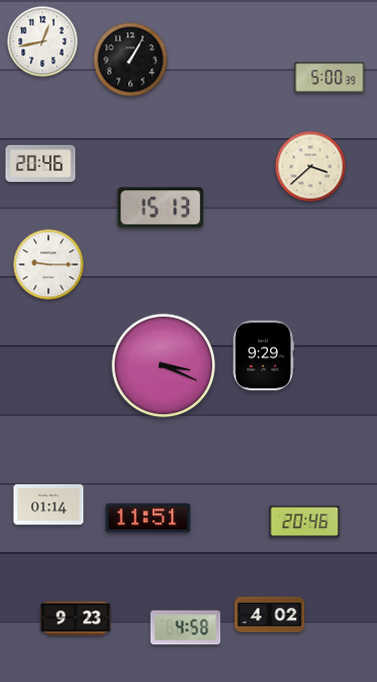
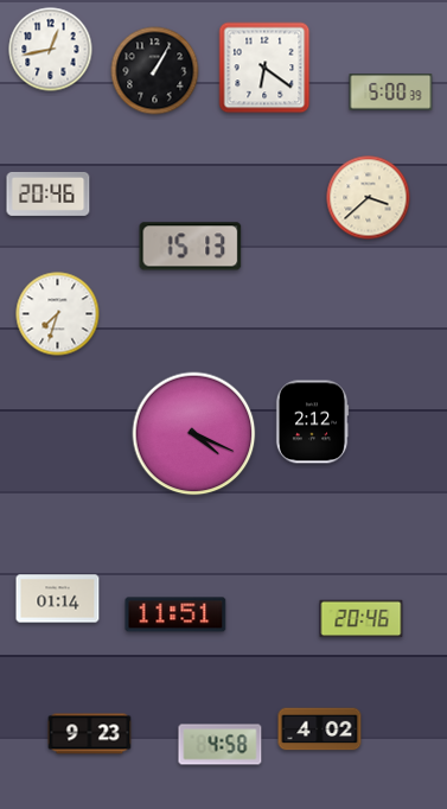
clock at (264, 68): none -> 6:21
clock at (49, 265): 9:15 -> 7:33
clock at (263, 356): 9:29 -> 2:12
clock at (164, 366): 3:19 -> 4:19
